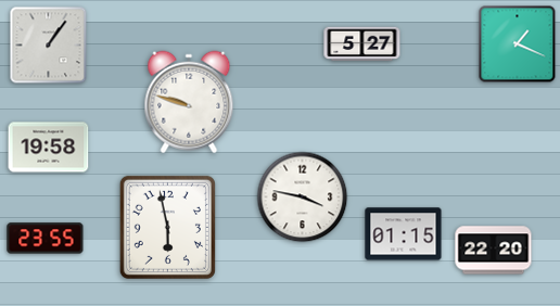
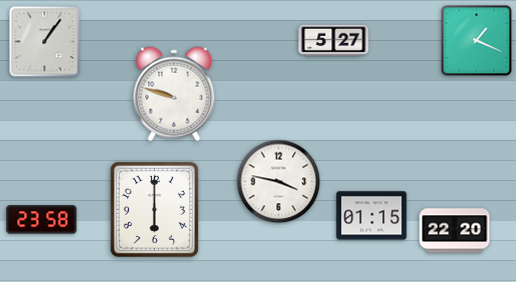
clock at (49, 148): 19:58 -> none
clock at (167, 227): 5:58 -> 6:00
clock at (46, 239): 23:55 -> 23:58
